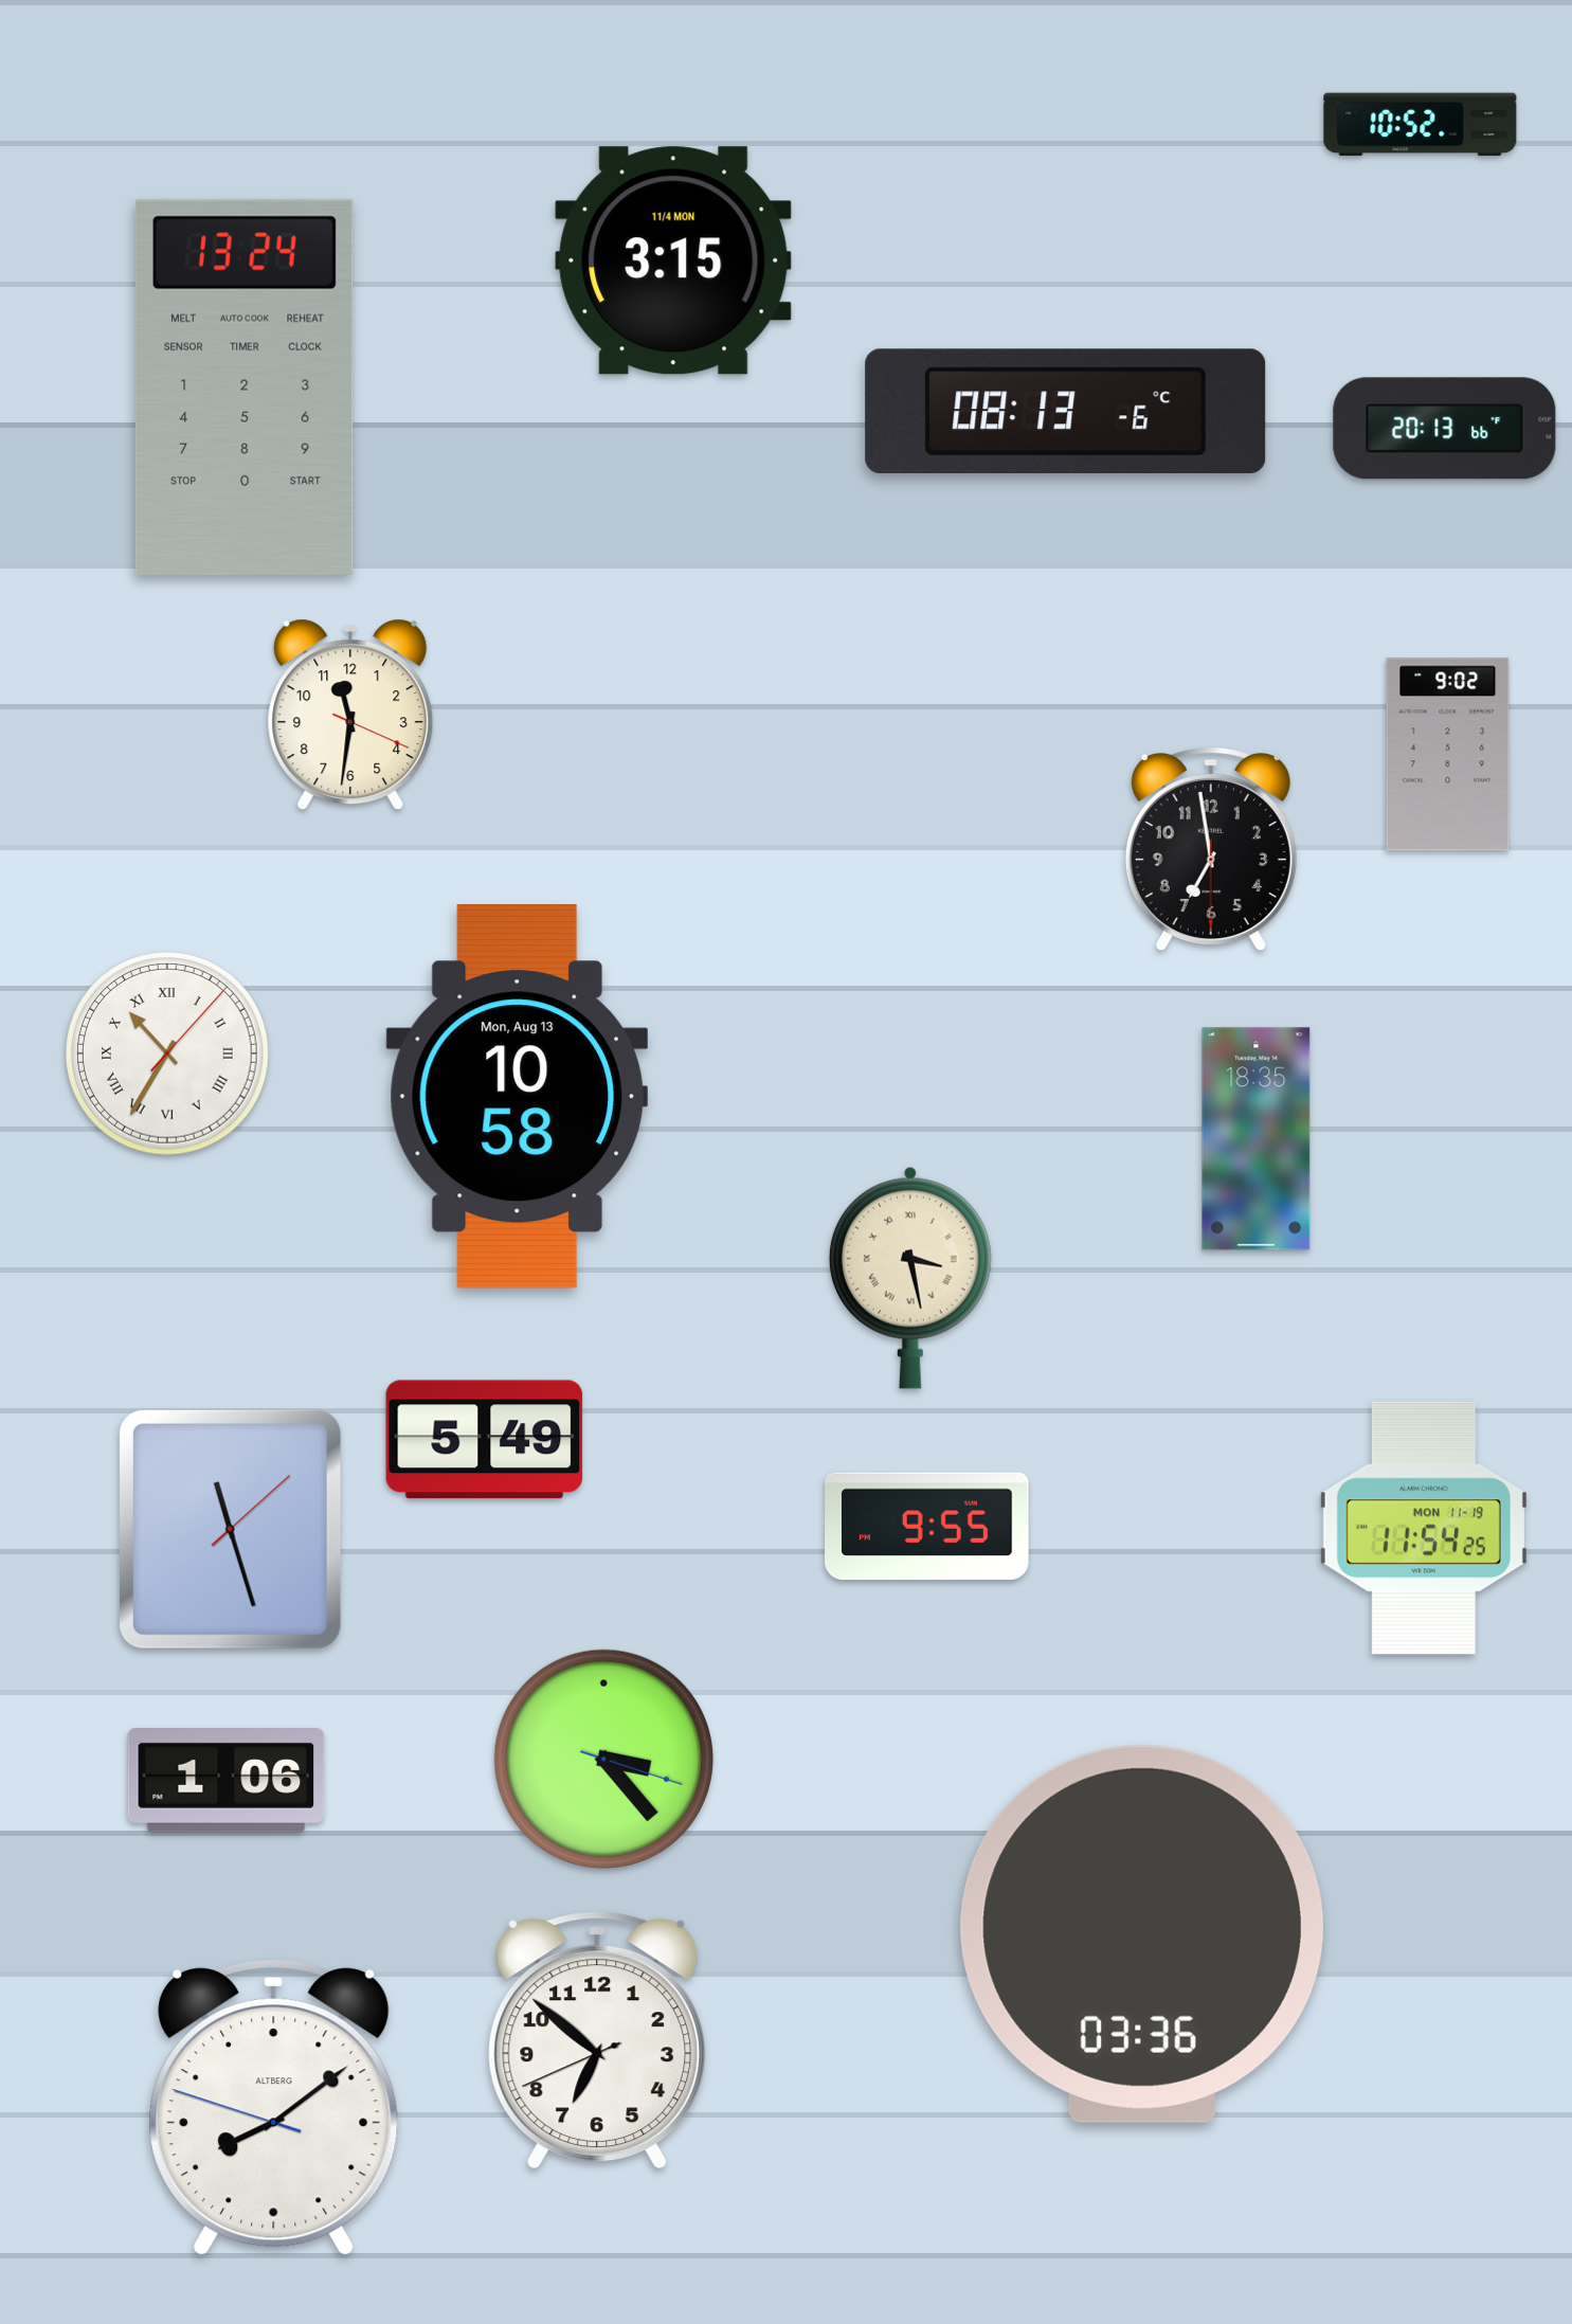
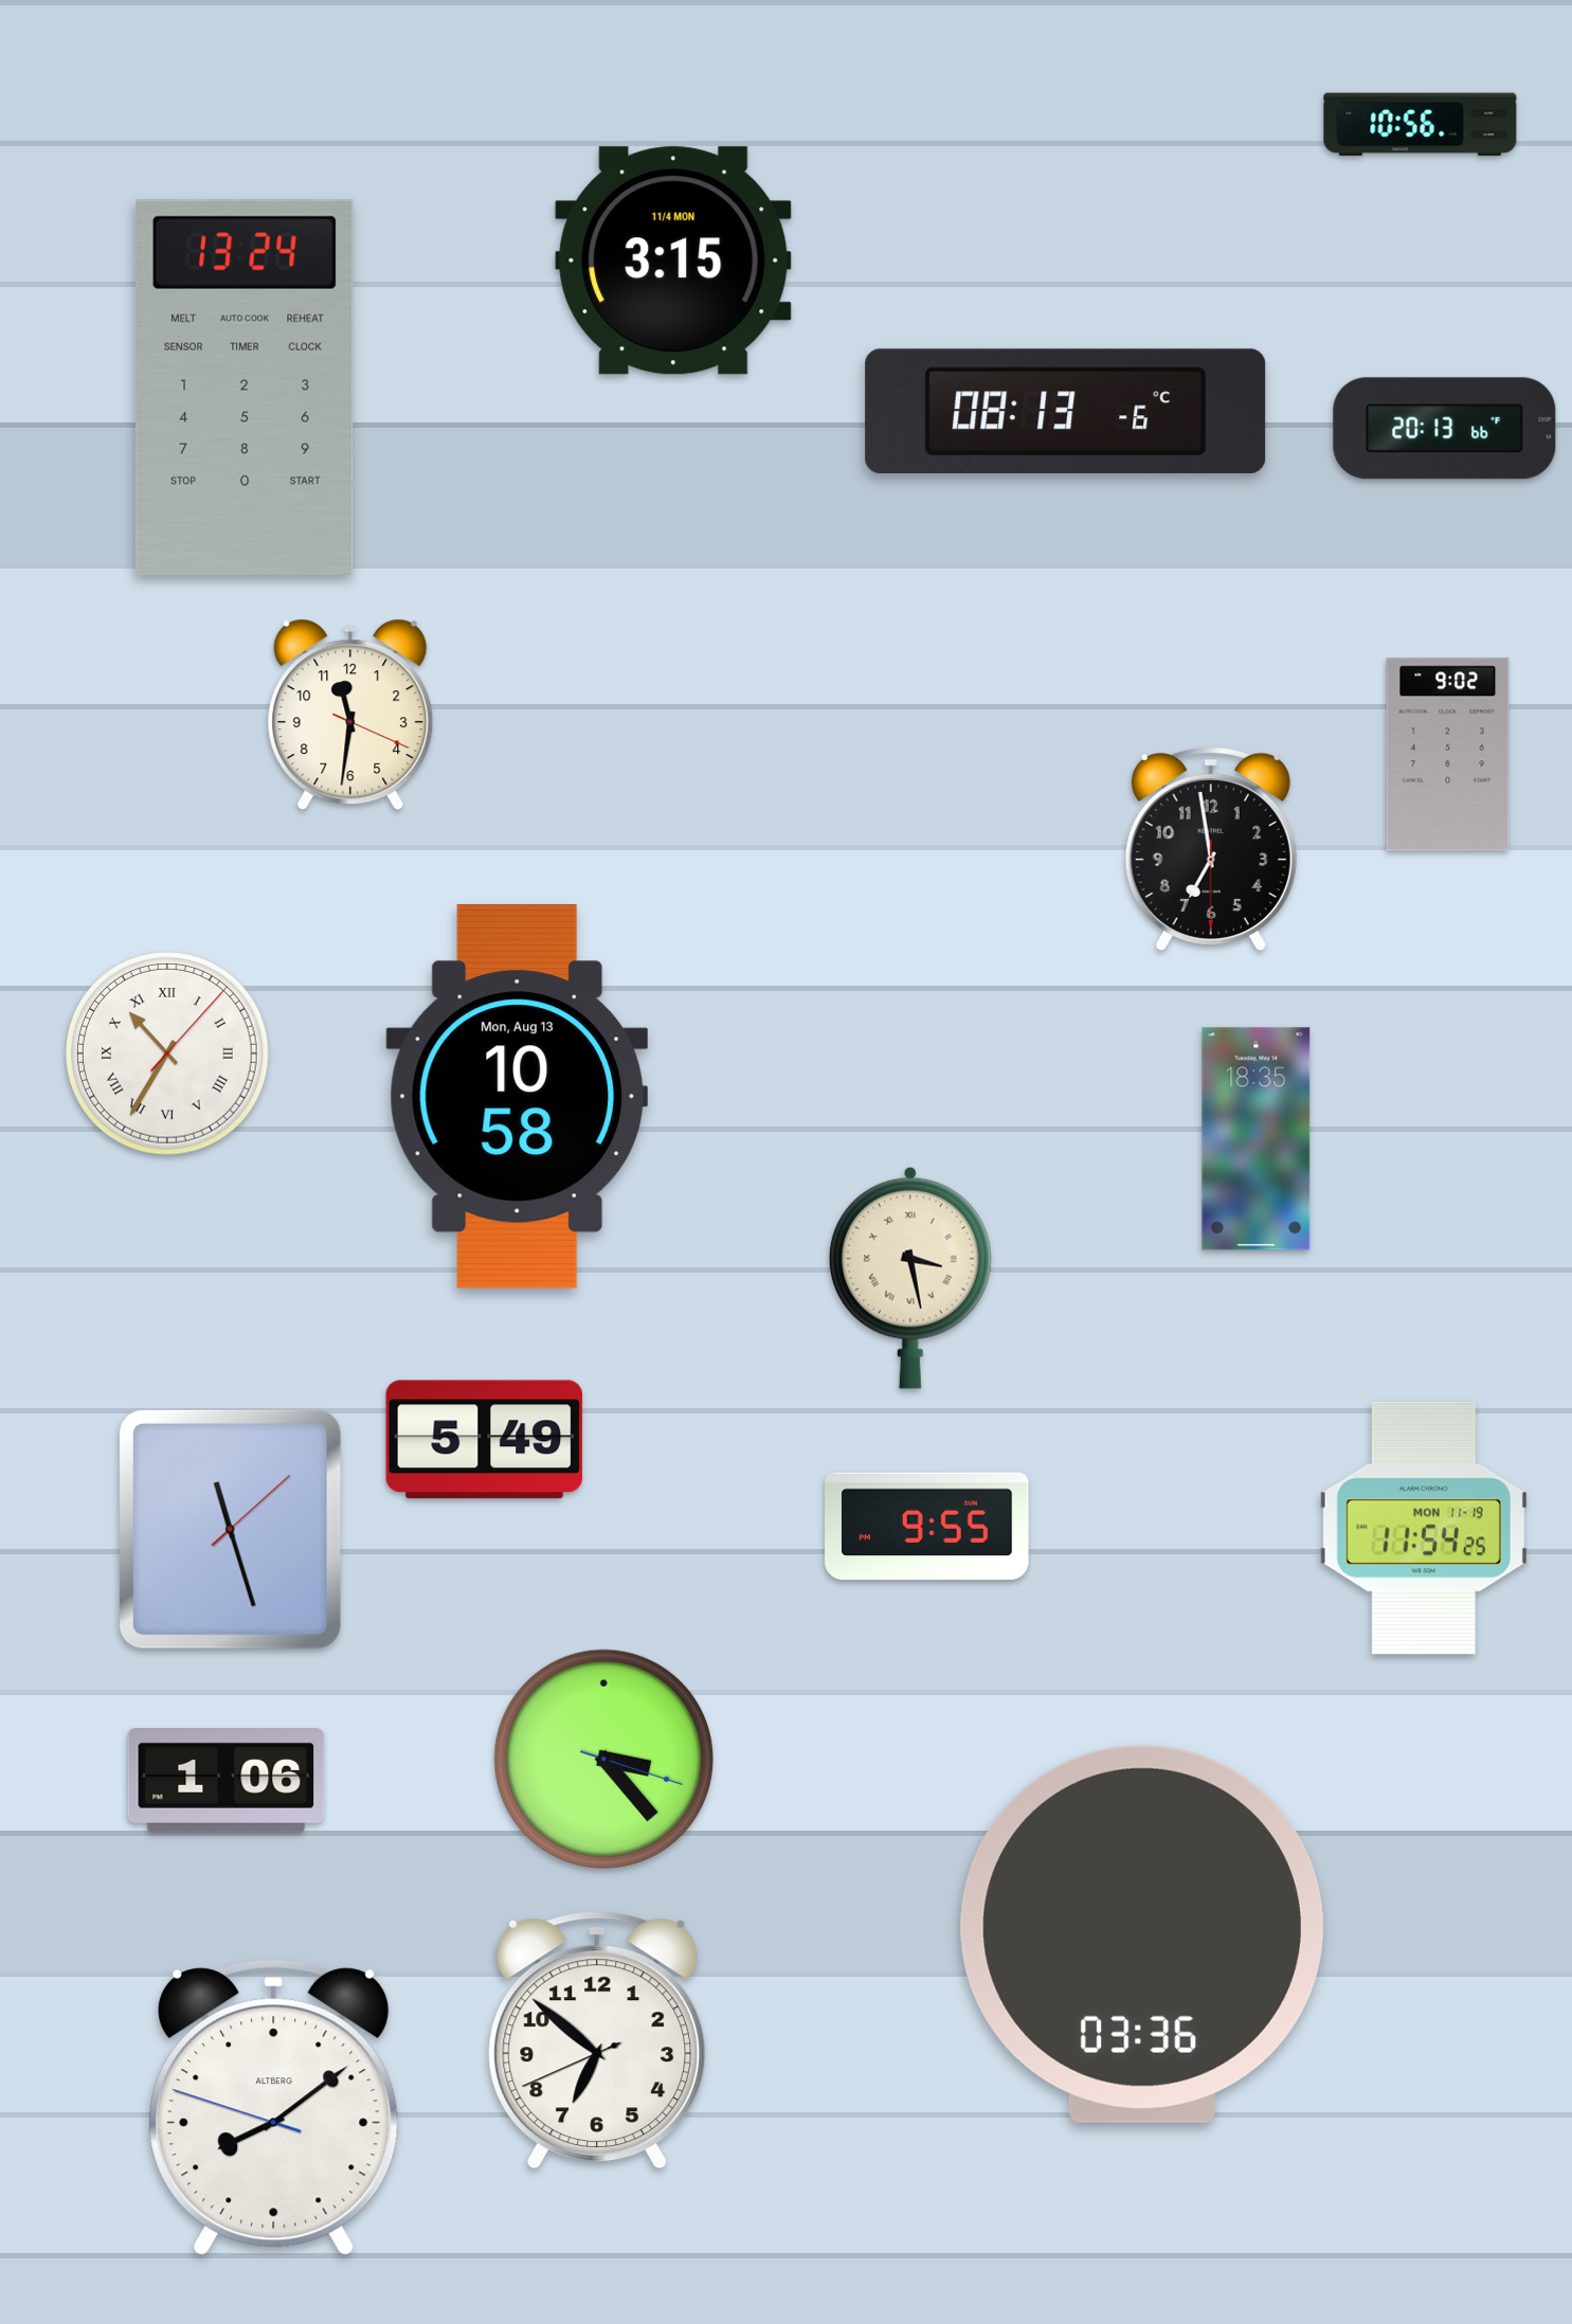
clock at (1421, 125): 10:52 -> 10:56
